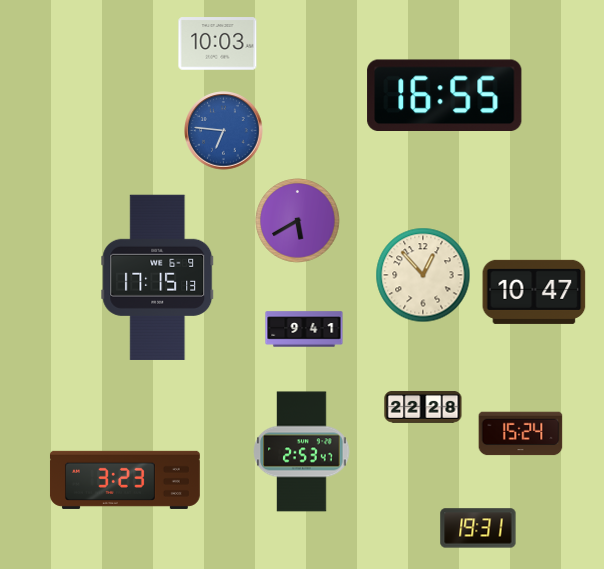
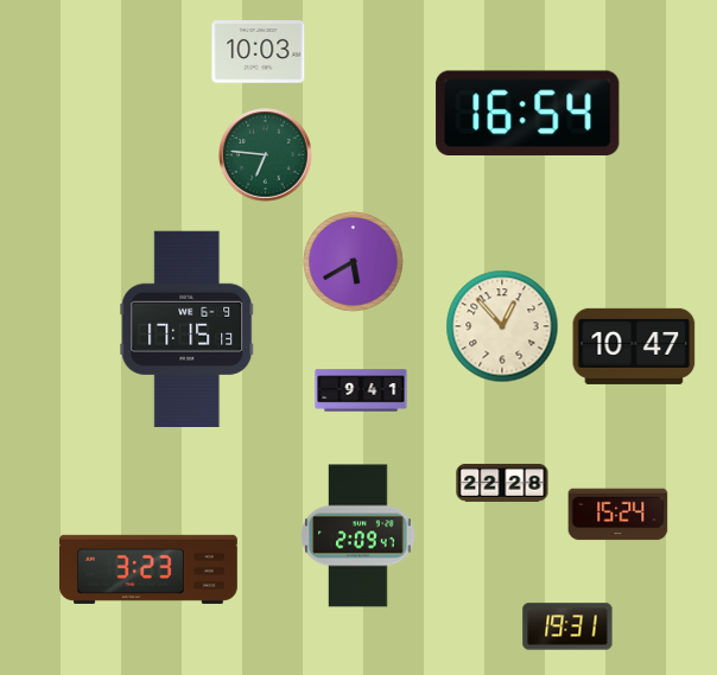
clock at (445, 95): 16:55 -> 16:54
clock at (224, 131) dial: blue -> green
clock at (302, 452): 2:53 -> 2:09
